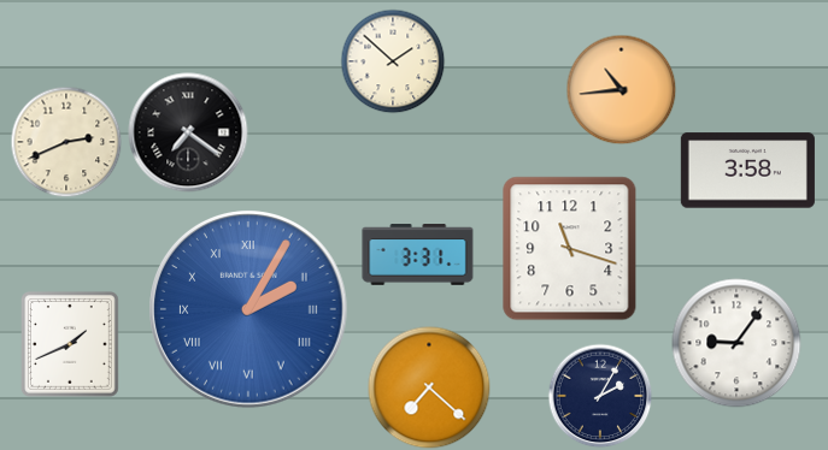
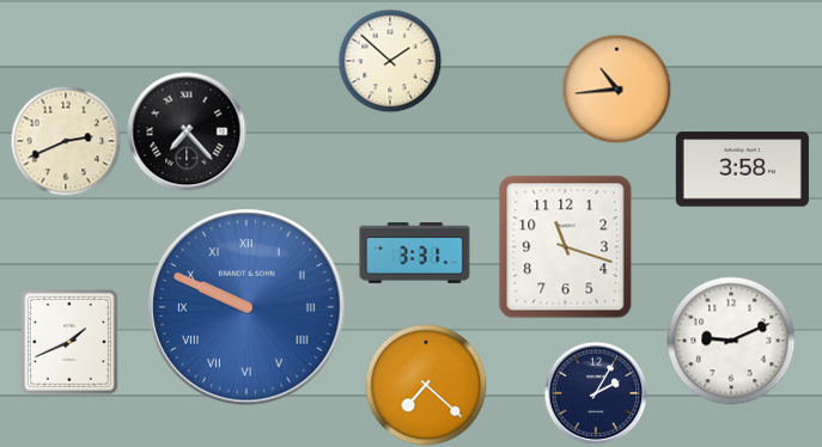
clock at (188, 132): 7:21 -> 7:23
clock at (249, 310): 2:05 -> 9:49
clock at (736, 343): 9:06 -> 9:11
